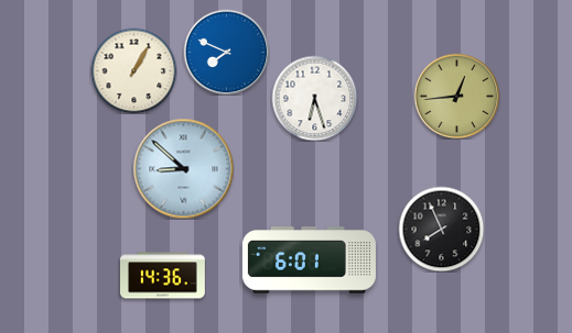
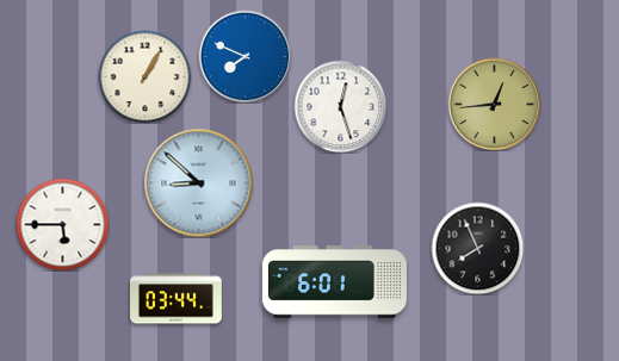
clock at (314, 98): 6:27 -> 12:27
clock at (62, 224): none -> 5:45
clock at (163, 276): 14:36 -> 03:44
